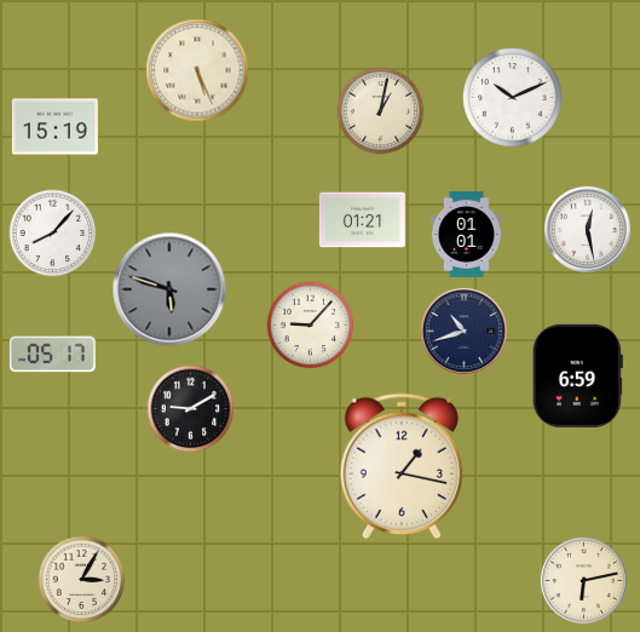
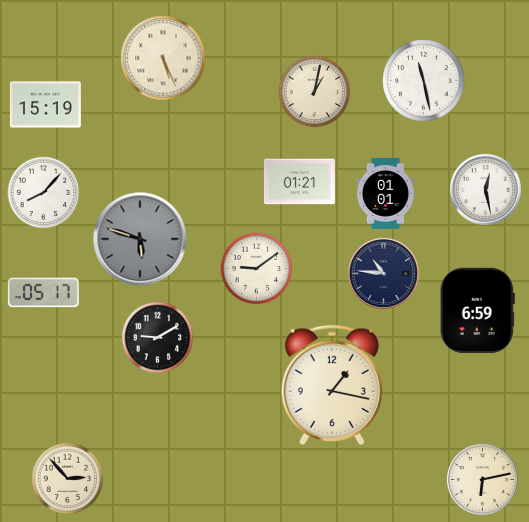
clock at (513, 98): 10:11 -> 11:28
clock at (311, 326): 9:07 -> 9:09
clock at (463, 331): 10:42 -> 10:46
clock at (82, 580): 3:05 -> 2:53
